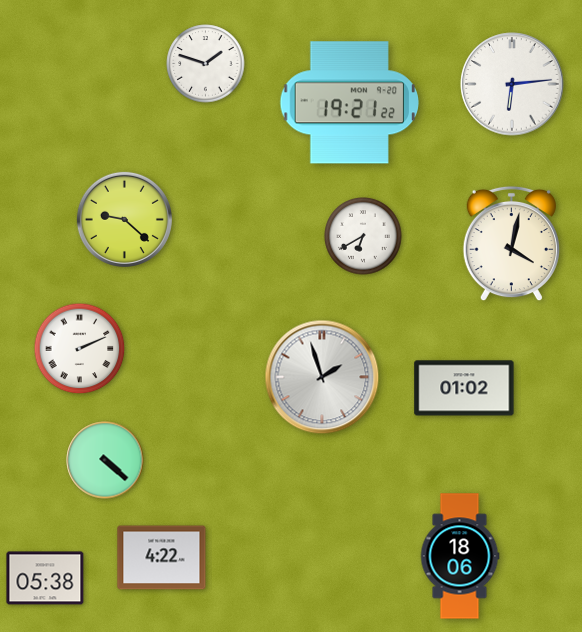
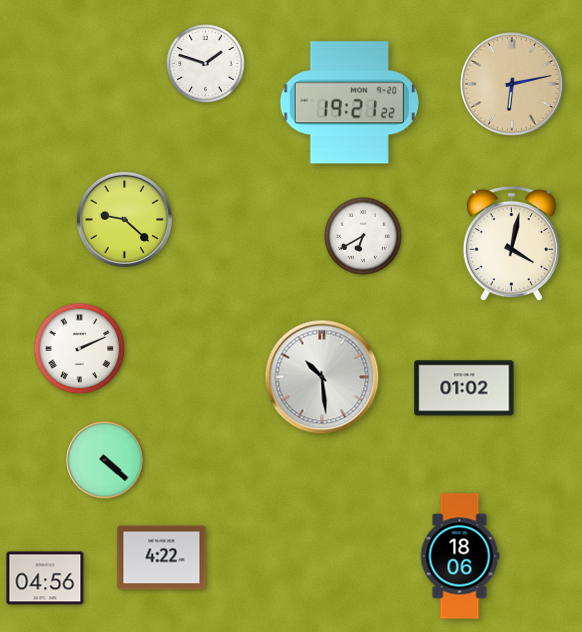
clock at (512, 84): 6:14 -> 6:13
clock at (512, 84) dial: white -> champagne
clock at (322, 377): 1:57 -> 10:29
clock at (45, 578): 05:38 -> 04:56
